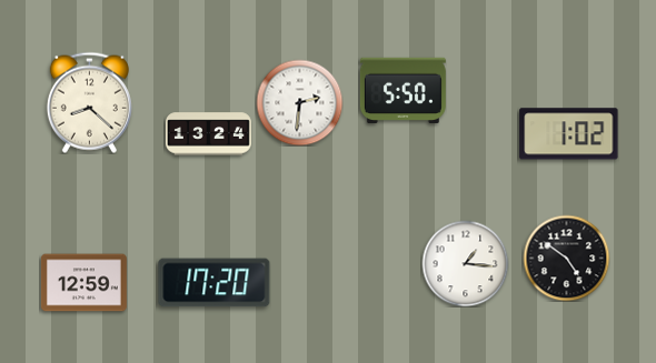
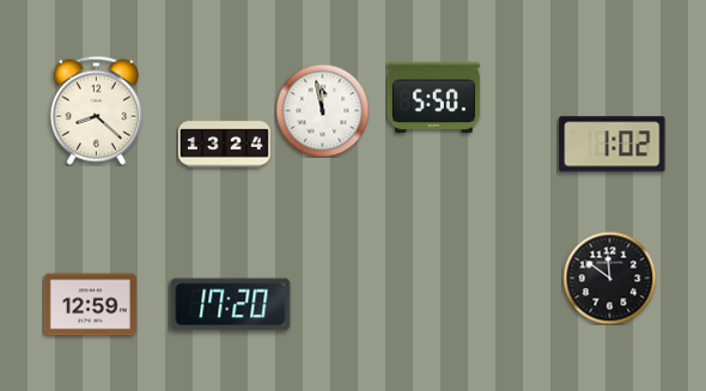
clock at (299, 102): 2:31 -> 11:58
clock at (566, 258): 4:51 -> 11:51
clock at (465, 263): 1:16 -> none
